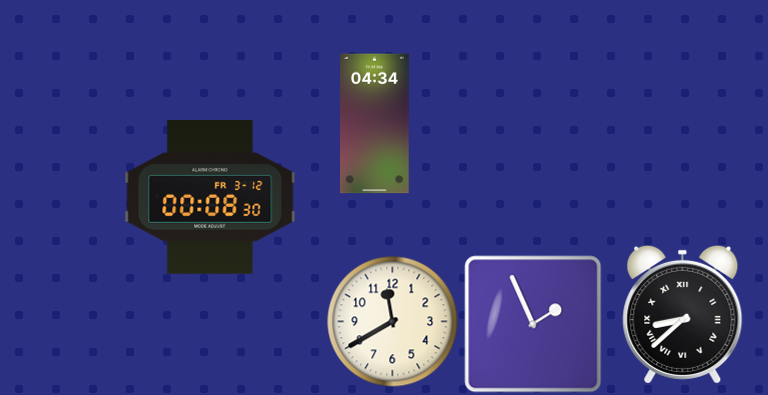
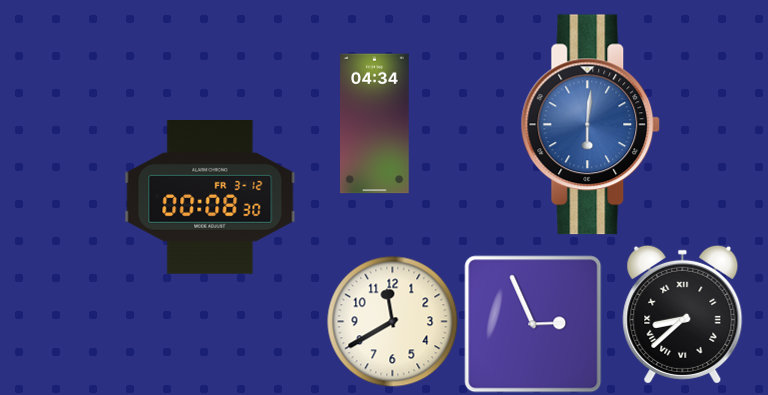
clock at (591, 125): none -> 6:01
clock at (533, 324): 1:56 -> 2:56
